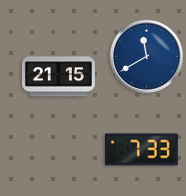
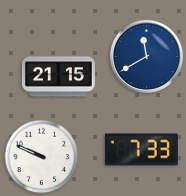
clock at (42, 157): none -> 9:49
